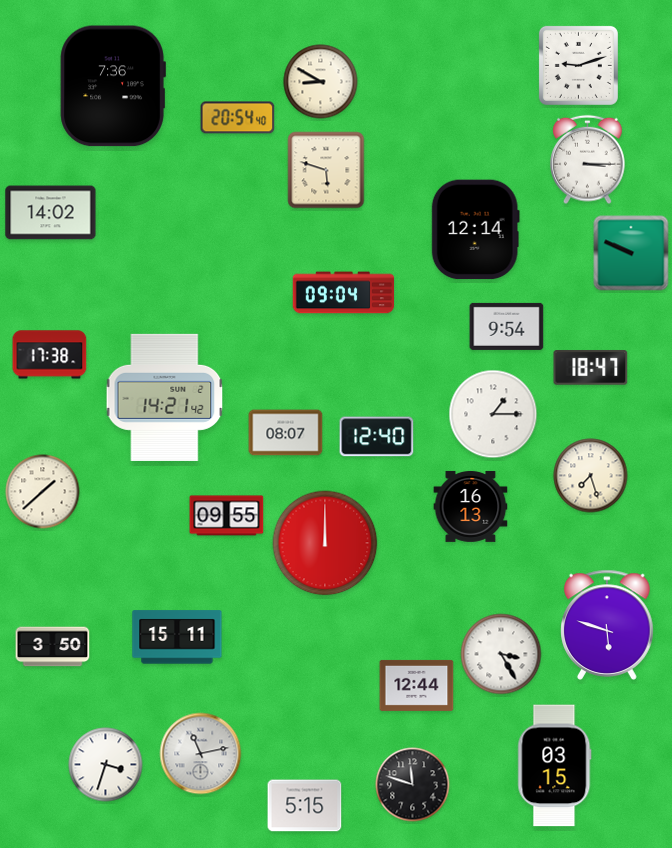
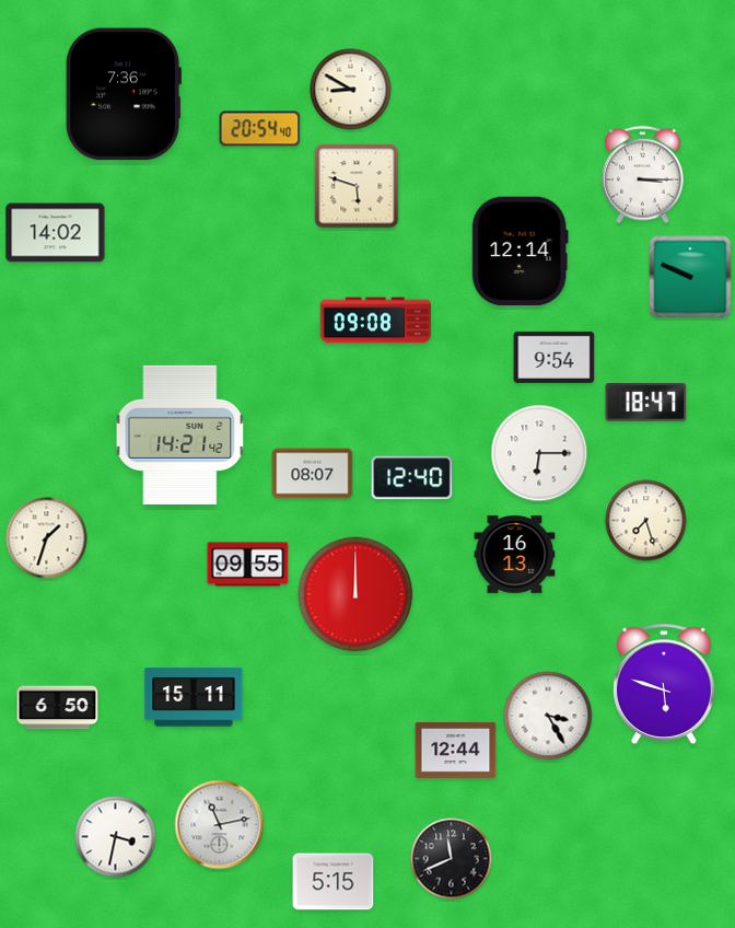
clock at (578, 65): 9:12 -> none
clock at (344, 293): 09:04 -> 09:08
clock at (50, 355): 17:38 -> none
clock at (493, 414): 1:15 -> 6:15
clock at (43, 492): 1:38 -> 1:33
clock at (53, 647): 3:50 -> 6:50
clock at (106, 765): 3:33 -> 3:32
clock at (555, 766): 03:15 -> none
clock at (413, 785): 11:48 -> 11:41
